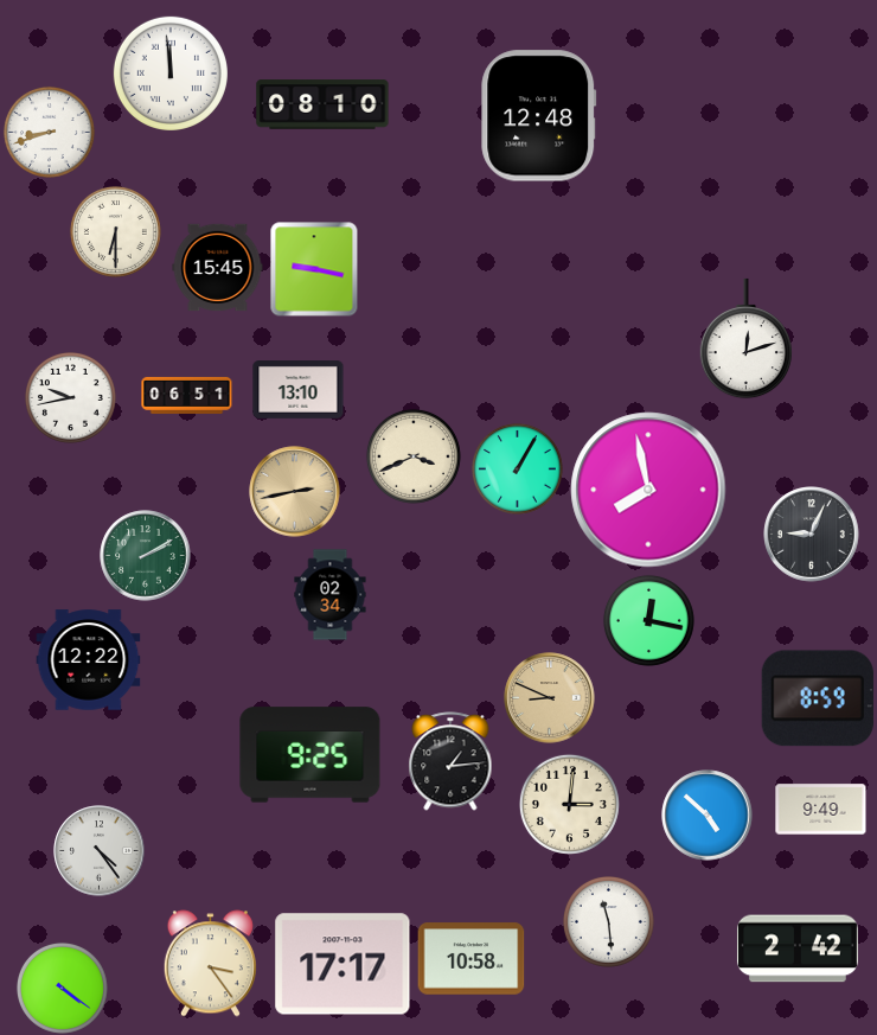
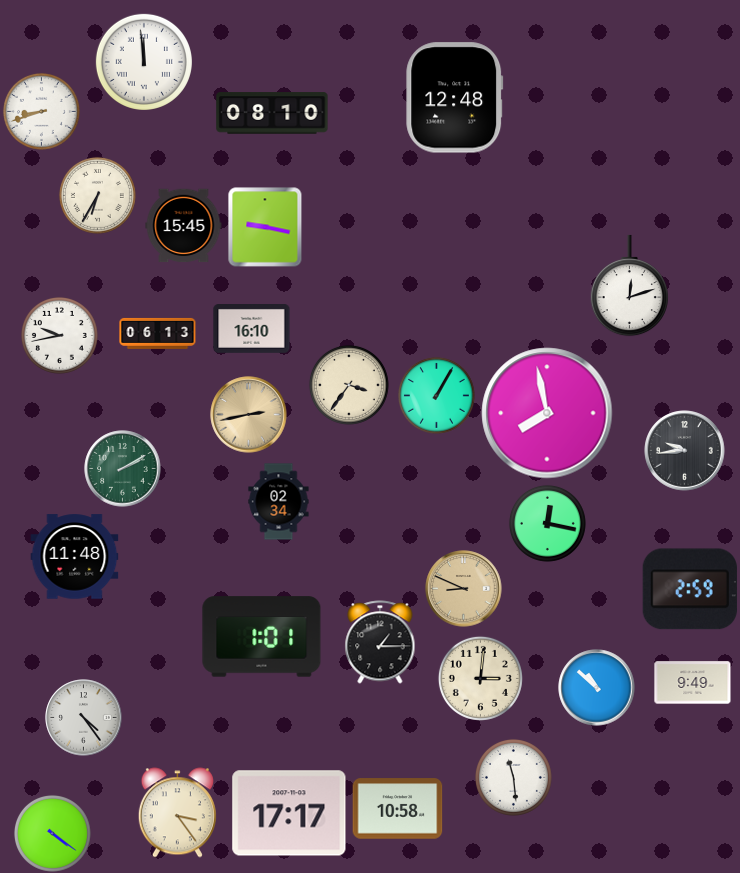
clock at (322, 104) position: (322, 104) -> (272, 113)
clock at (115, 231): 6:30 -> 6:35
clock at (299, 390): 13:10 -> 16:10
clock at (187, 395): 06:51 -> 06:13
clock at (414, 456): 3:41 -> 3:36
clock at (812, 535): 9:04 -> 9:44
clock at (89, 660): 12:22 -> 11:48
clock at (818, 698): 8:59 -> 2:59
clock at (311, 755): 9:25 -> 1:01
clock at (450, 761): 1:14 -> 1:15
clock at (708, 816): 4:52 -> 10:52
clock at (798, 948): 2:42 -> none
